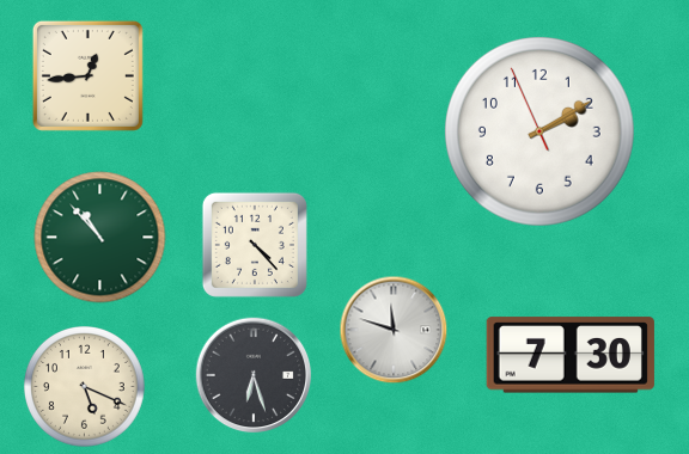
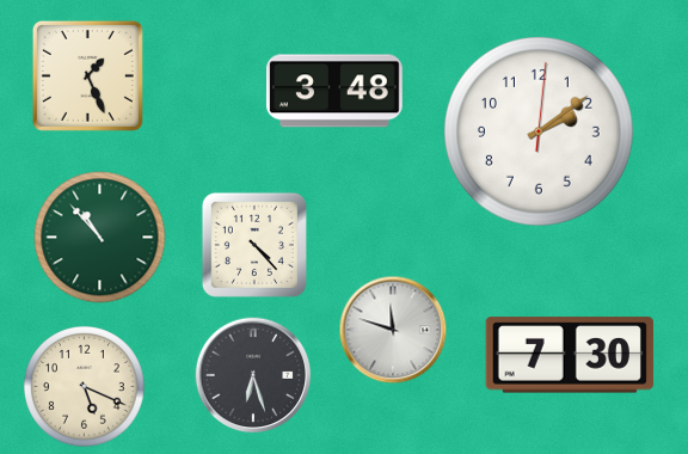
clock at (87, 75): 12:44 -> 1:26
clock at (334, 91): none -> 3:48
clock at (539, 131): 2:09:56 -> 2:09:01
